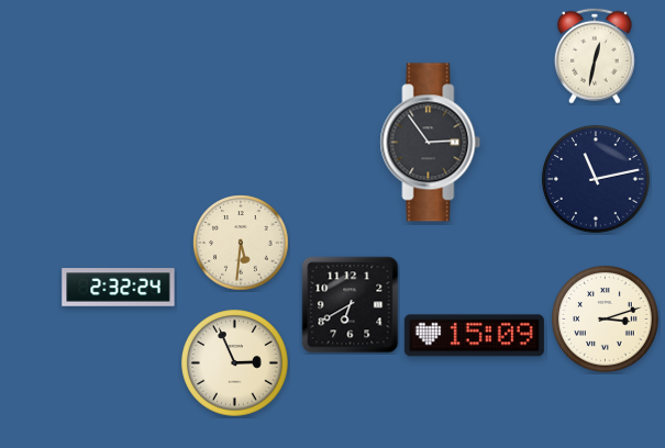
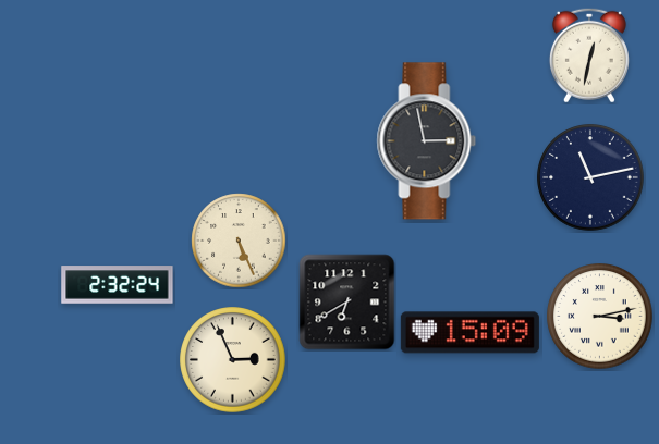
clock at (431, 143): 2:54 -> 2:58
clock at (241, 243): 5:31 -> 5:26
clock at (606, 320): 3:12 -> 3:13
